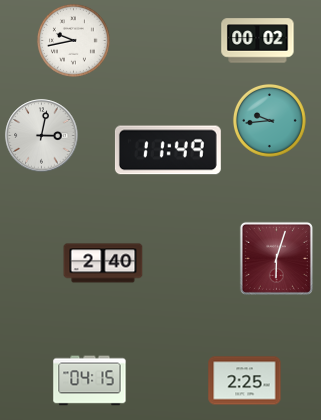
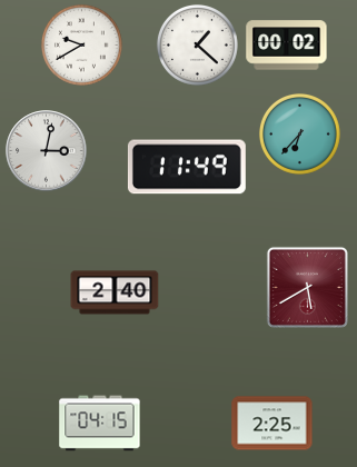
clock at (73, 40): 9:43 -> 9:40
clock at (197, 44): none -> 1:22
clock at (269, 120): 9:44 -> 6:37
clock at (276, 258): 6:03 -> 5:40
